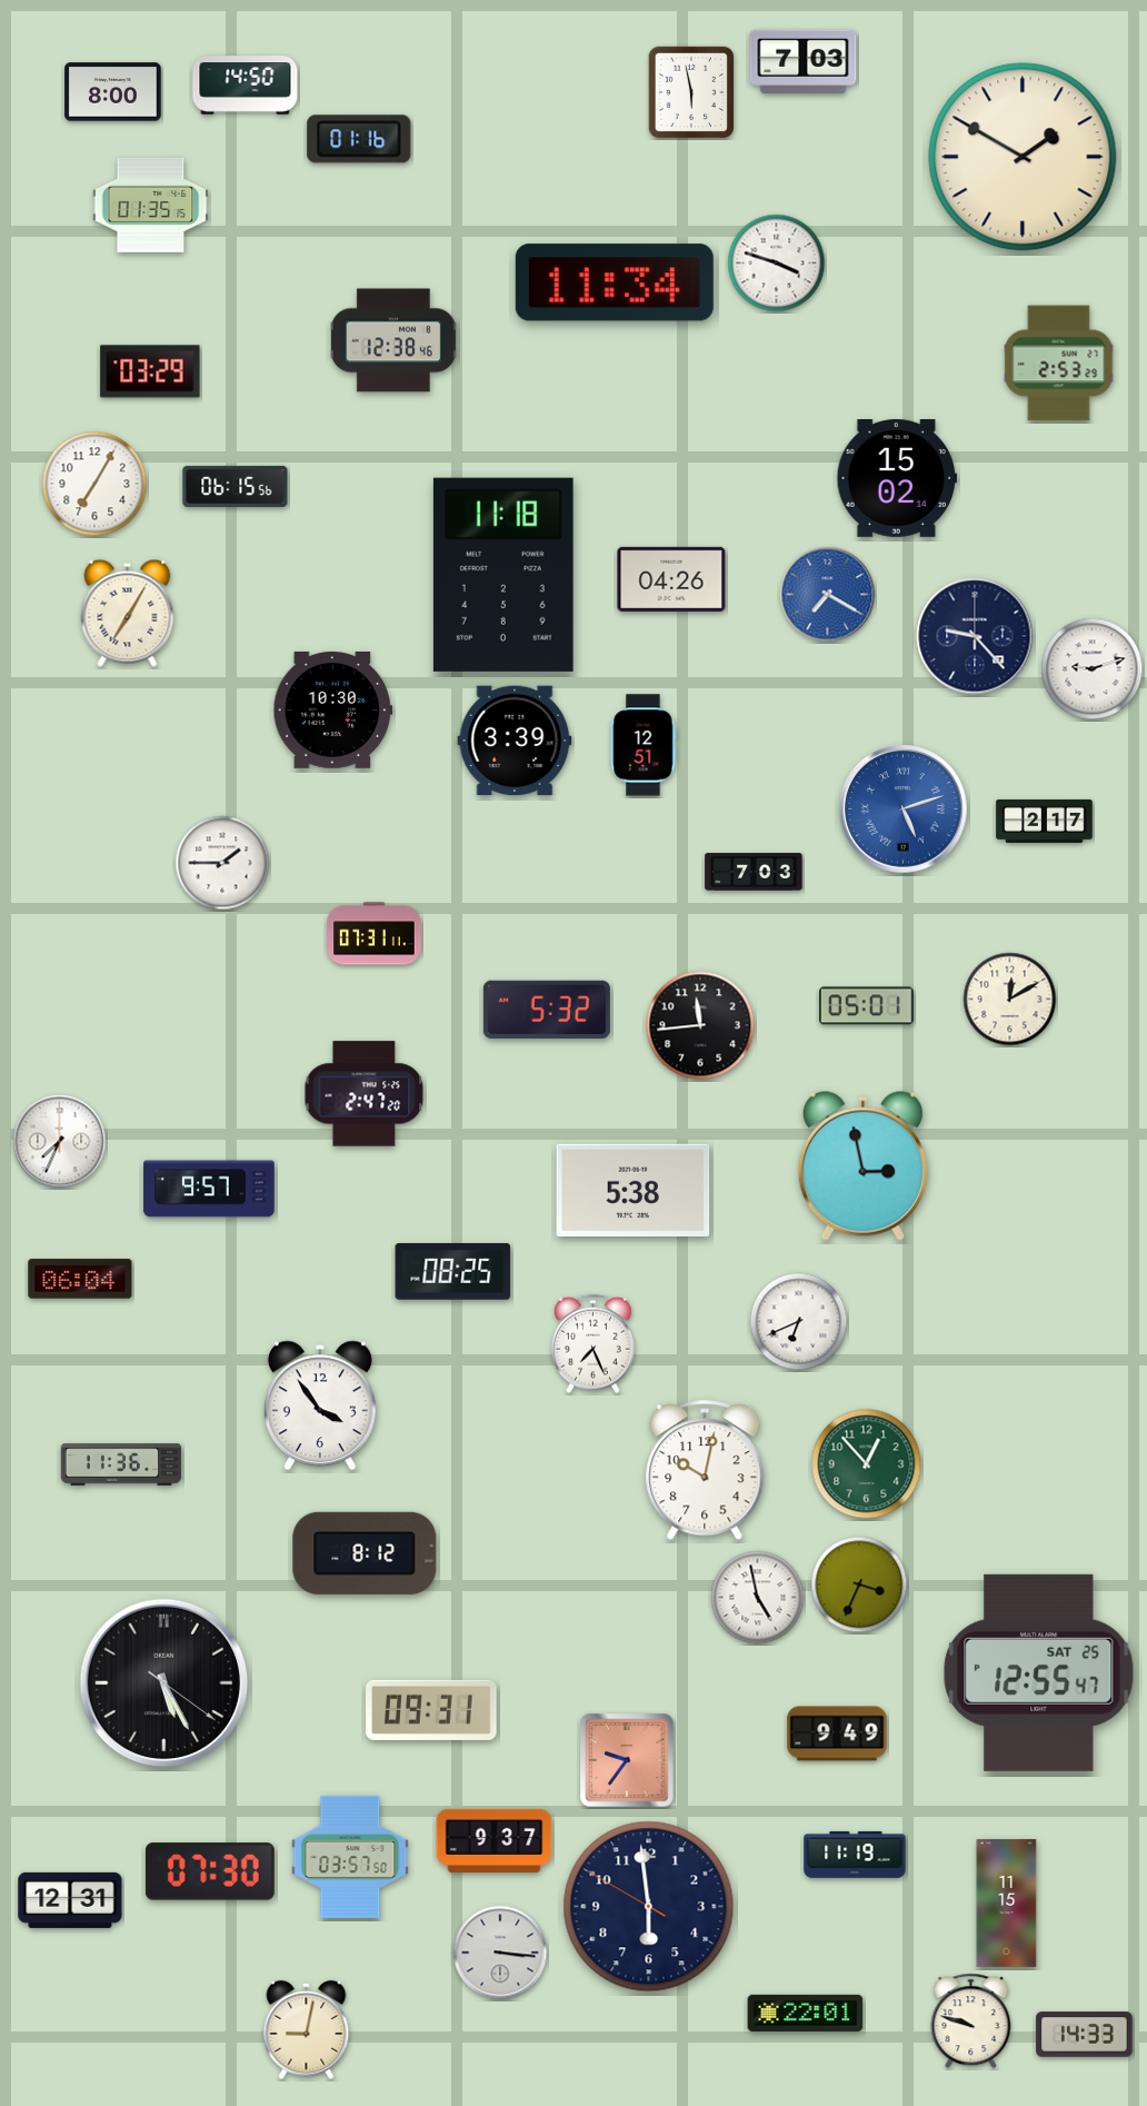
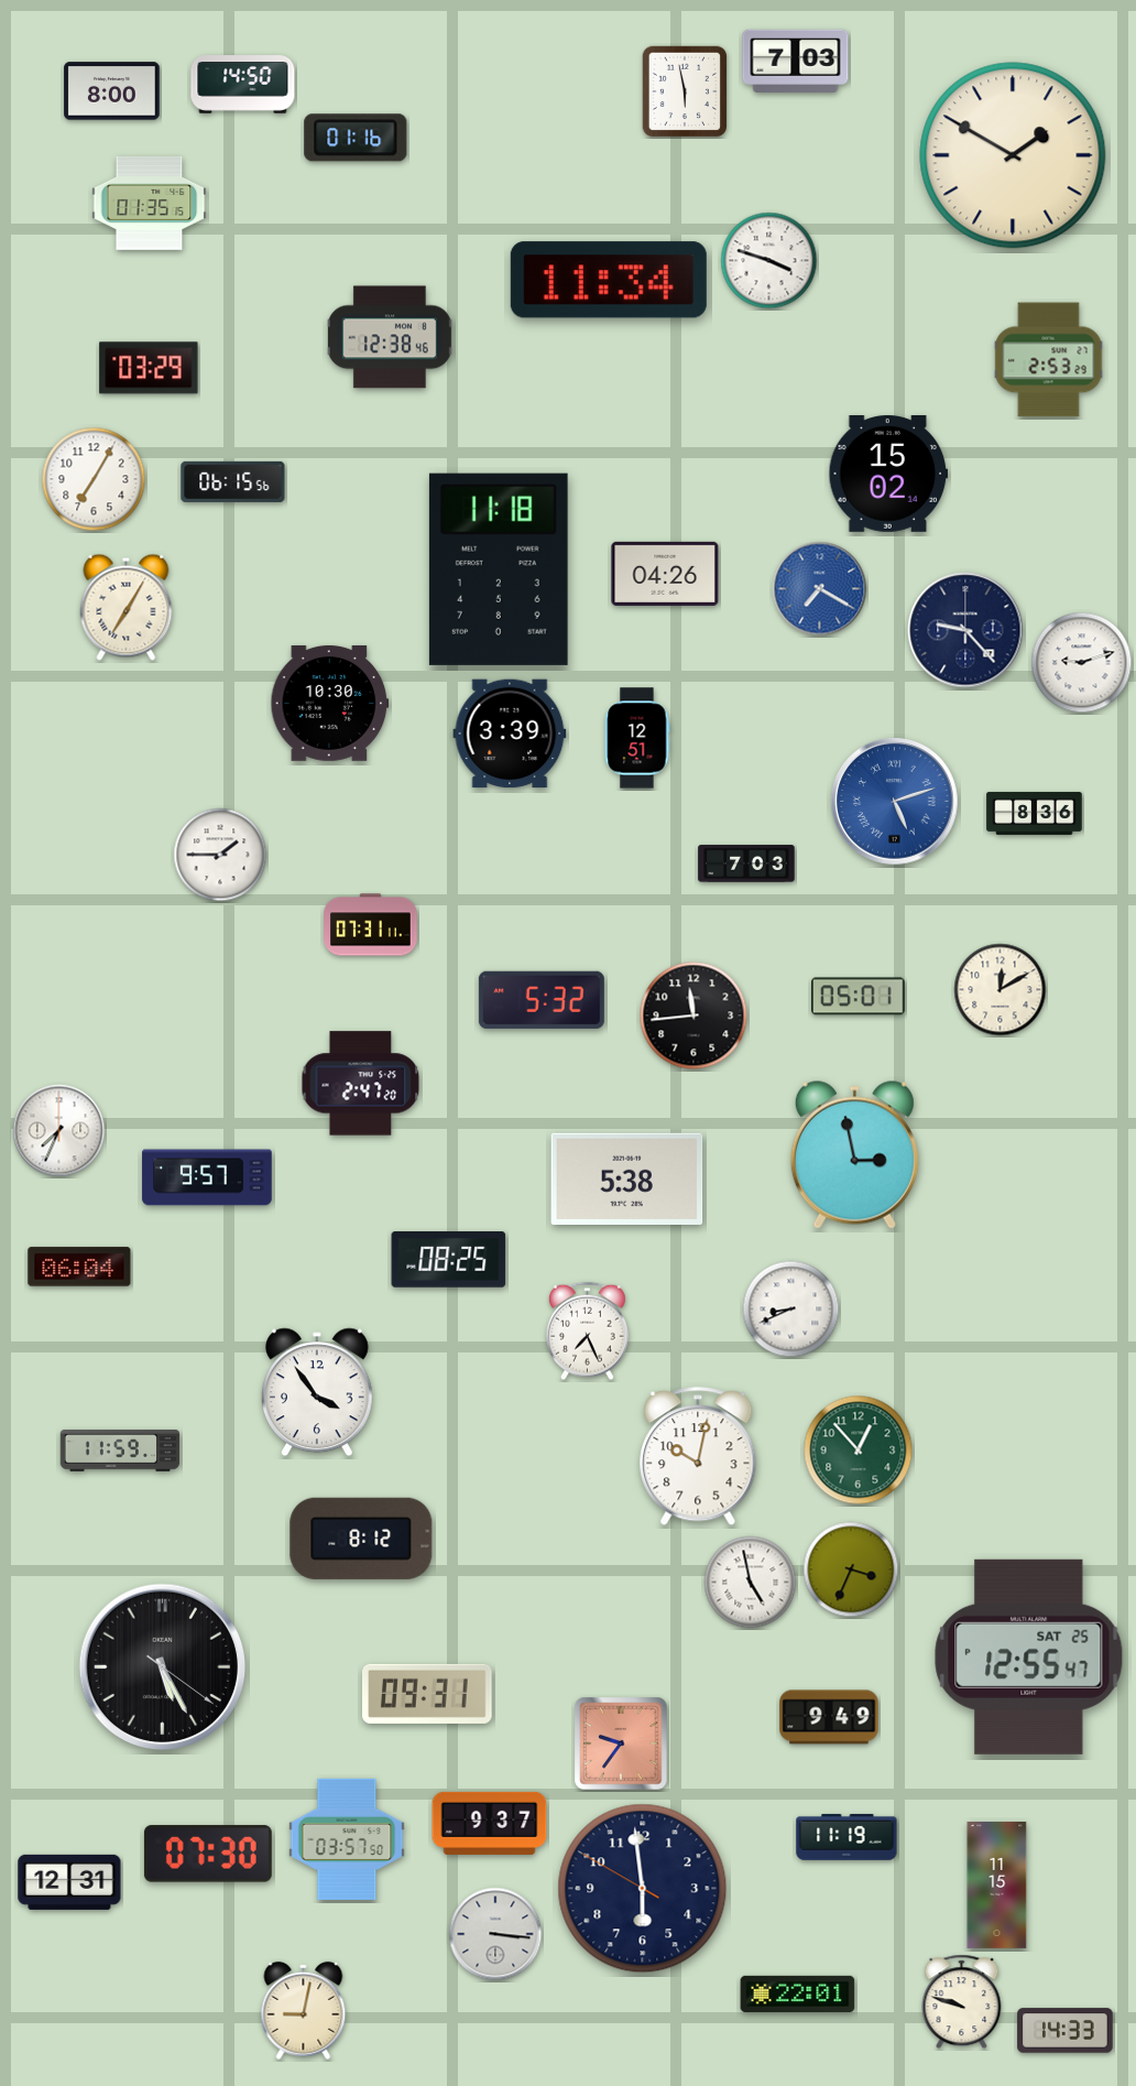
clock at (1045, 821): 2:17 -> 8:36
clock at (799, 1322): 6:41 -> 8:41
clock at (121, 1464): 11:36 -> 11:59
clock at (1085, 2035) position: (1085, 2035) -> (1066, 2031)
